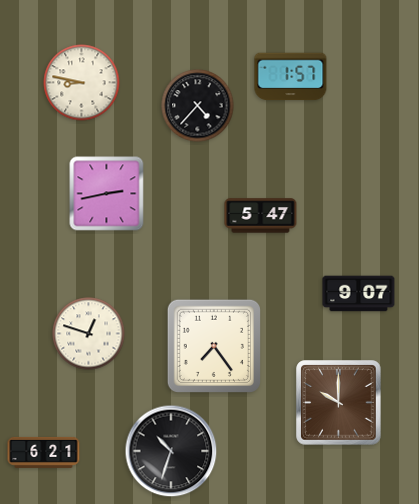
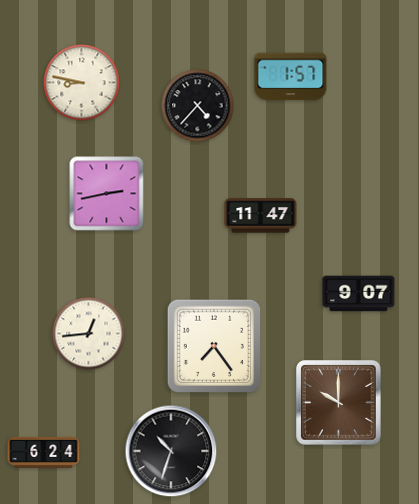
clock at (261, 216): 5:47 -> 11:47
clock at (89, 334): 12:48 -> 12:44
clock at (44, 452): 6:21 -> 6:24
